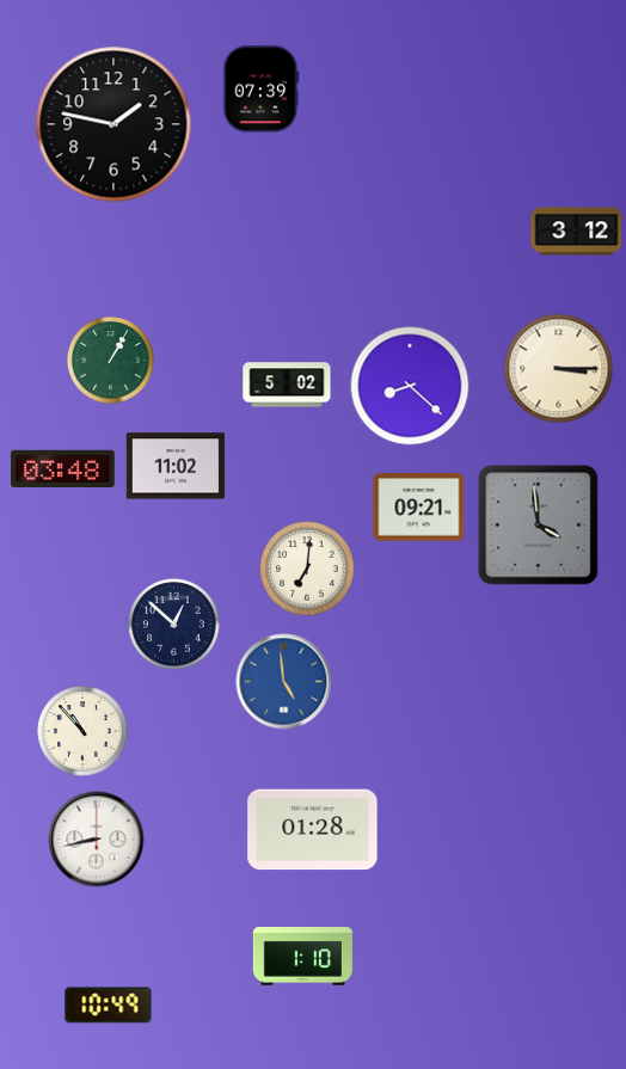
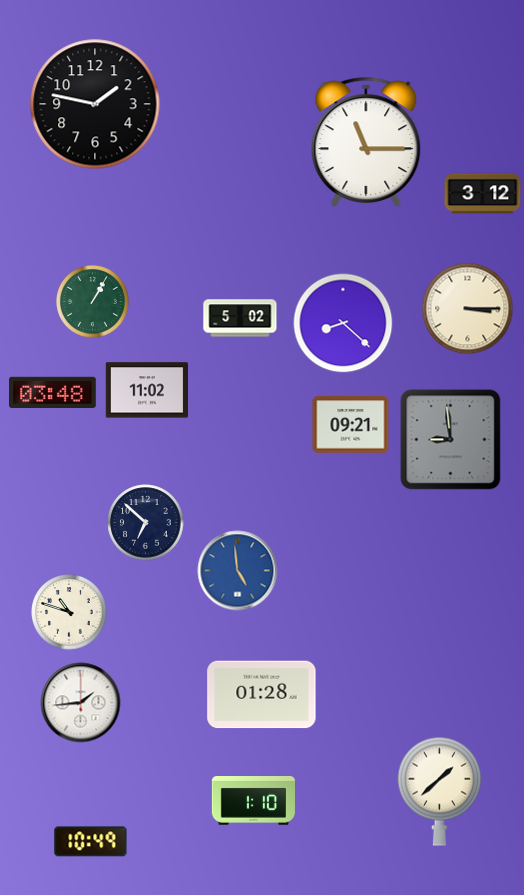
clock at (260, 90): 07:39 -> none
clock at (366, 142): none -> 11:15
clock at (287, 385) position: (287, 385) -> (240, 318)
clock at (539, 526): 3:59 -> 8:59
clock at (307, 569): 7:01 -> none
clock at (174, 625): 12:52 -> 6:52
clock at (82, 731): 10:53 -> 10:48
clock at (97, 840): 8:43 -> 1:44
clock at (439, 791): none -> 1:38
